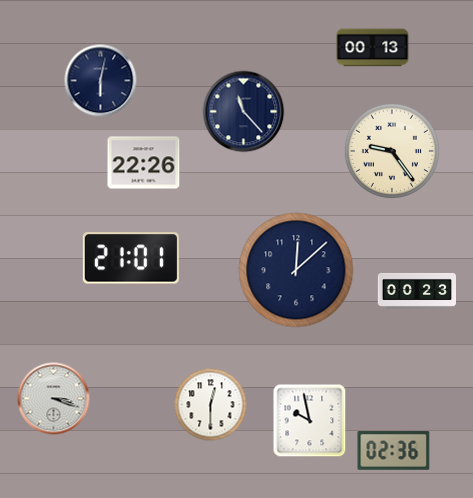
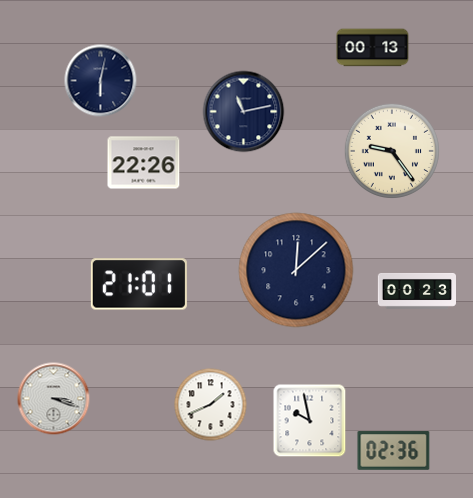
clock at (244, 112): 11:23 -> 11:13
clock at (131, 258) position: (131, 258) -> (139, 284)
clock at (211, 405): 12:30 -> 1:41
